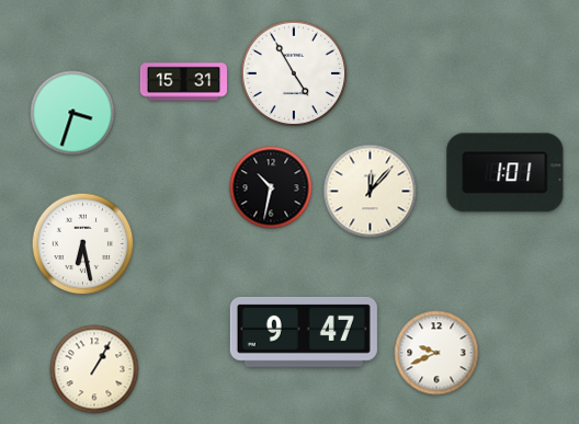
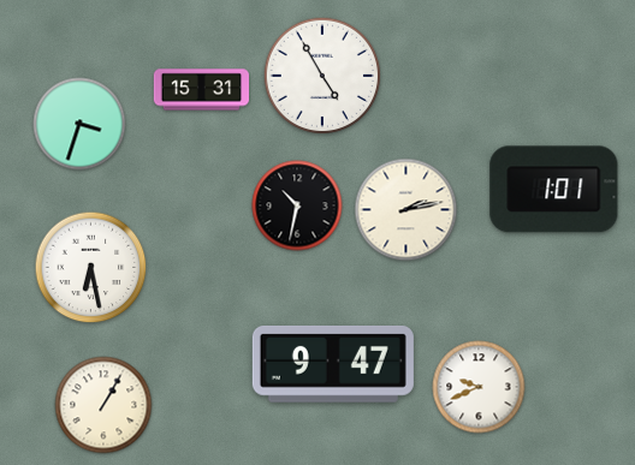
clock at (294, 73) position: (294, 73) -> (322, 76)
clock at (371, 192): 12:07 -> 2:13
